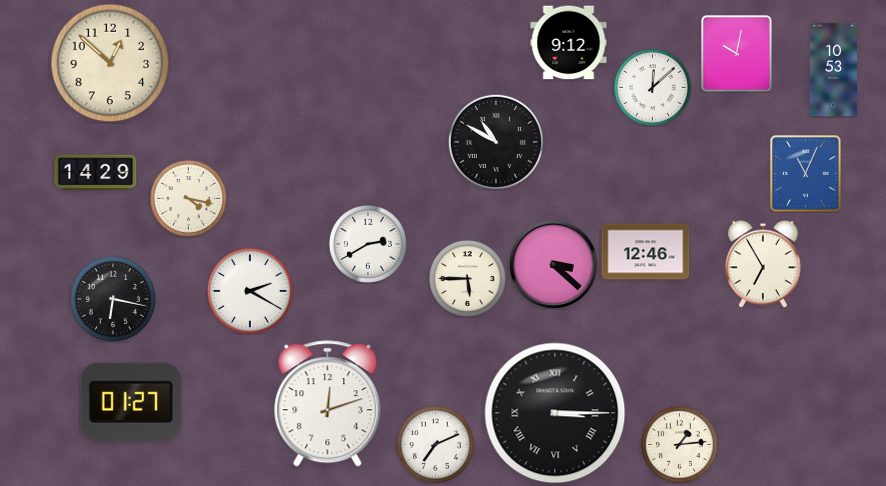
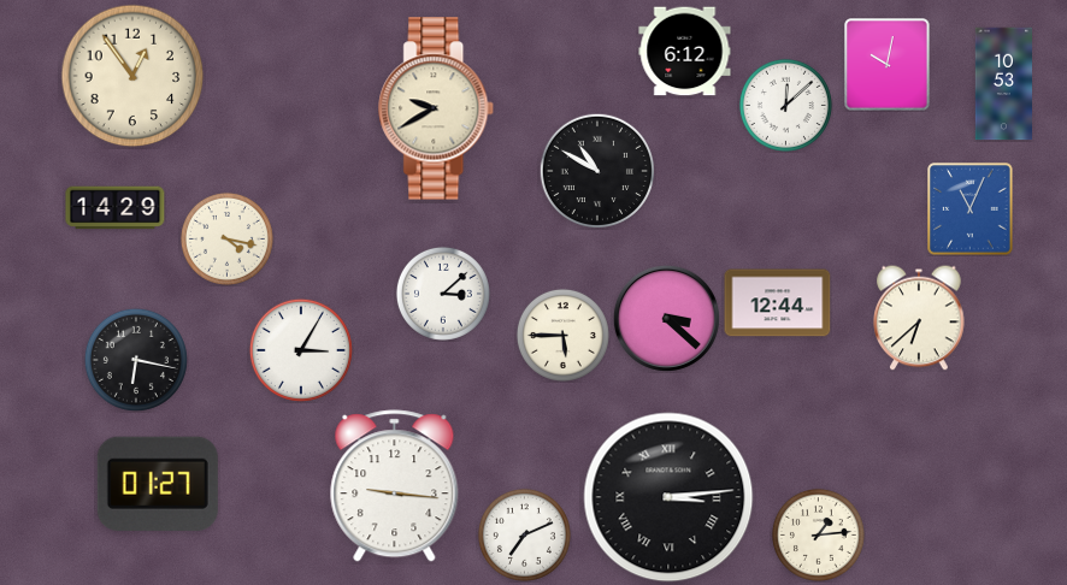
clock at (569, 43): 9:12 -> 6:12
clock at (110, 63): 12:52 -> 12:54
clock at (437, 108): none -> 9:40
clock at (368, 244): 2:40 -> 3:08
clock at (646, 252): 12:46 -> 12:44
clock at (763, 264): 6:55 -> 6:38
clock at (250, 291): 2:20 -> 3:05
clock at (328, 404): 12:12 -> 9:16
clock at (555, 413): 3:15 -> 3:14
